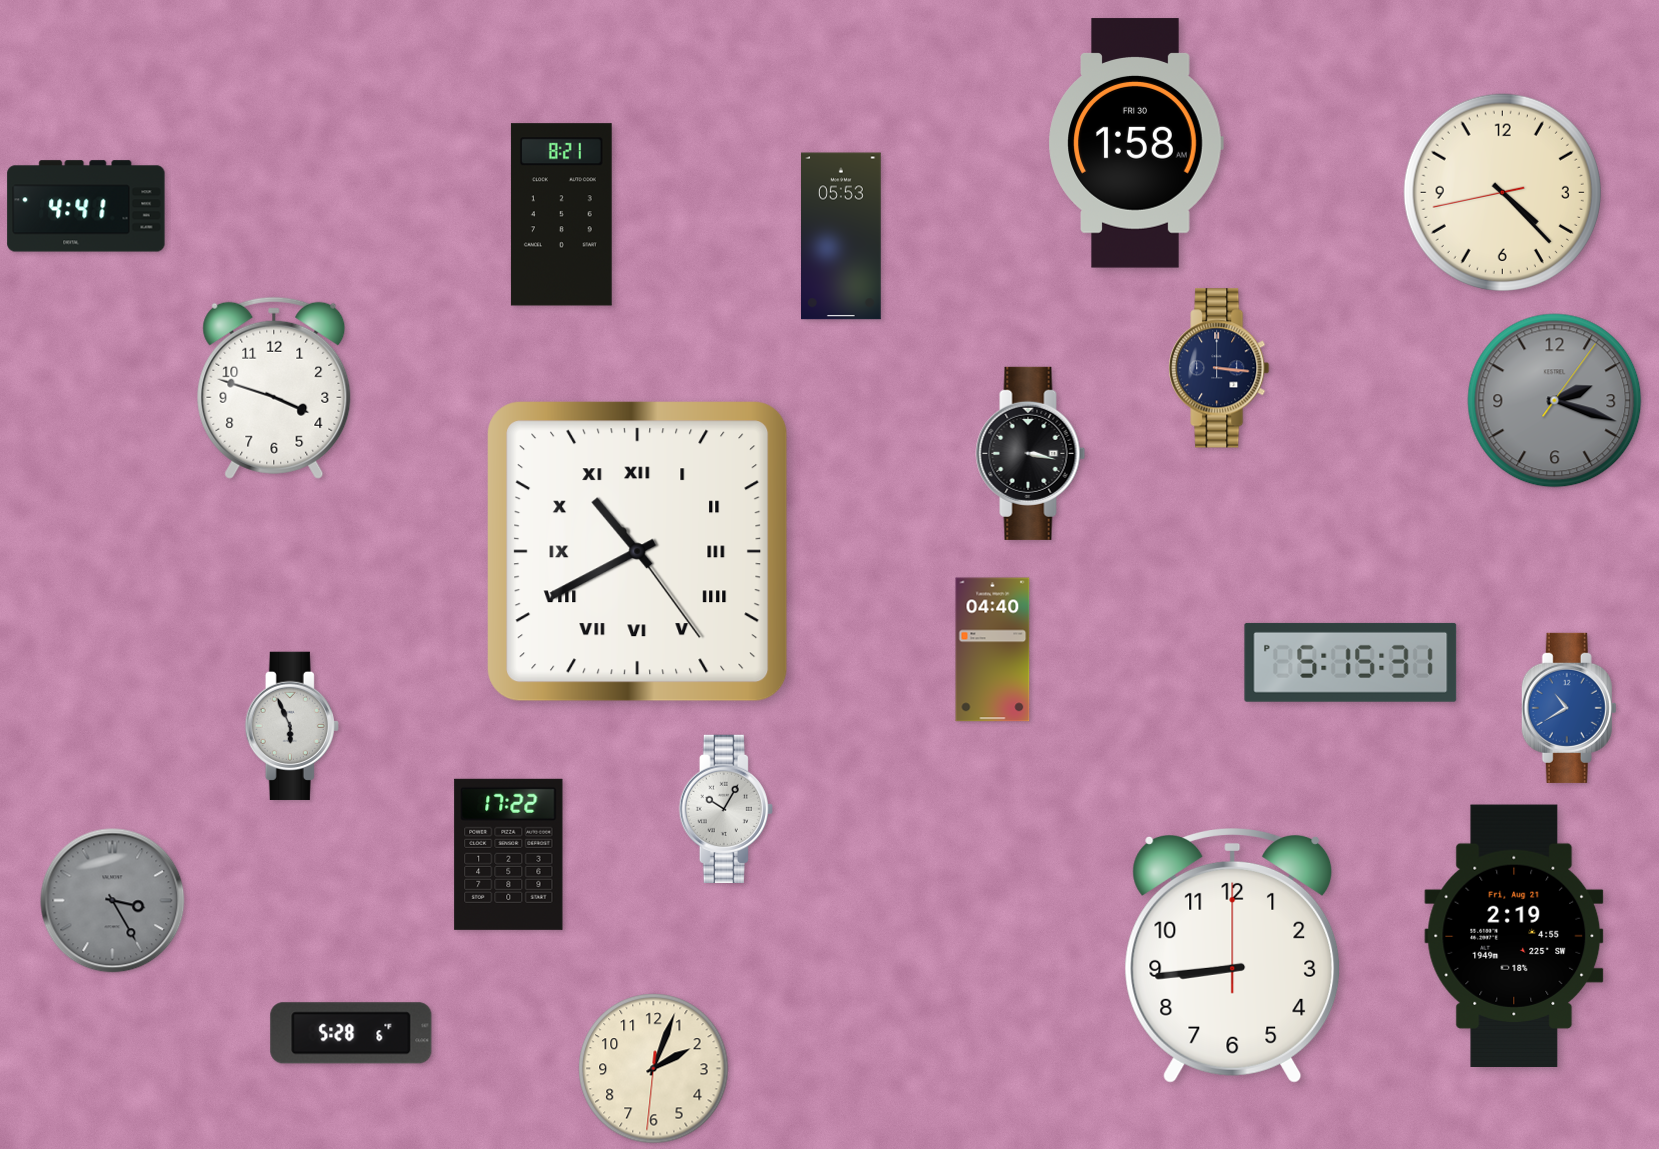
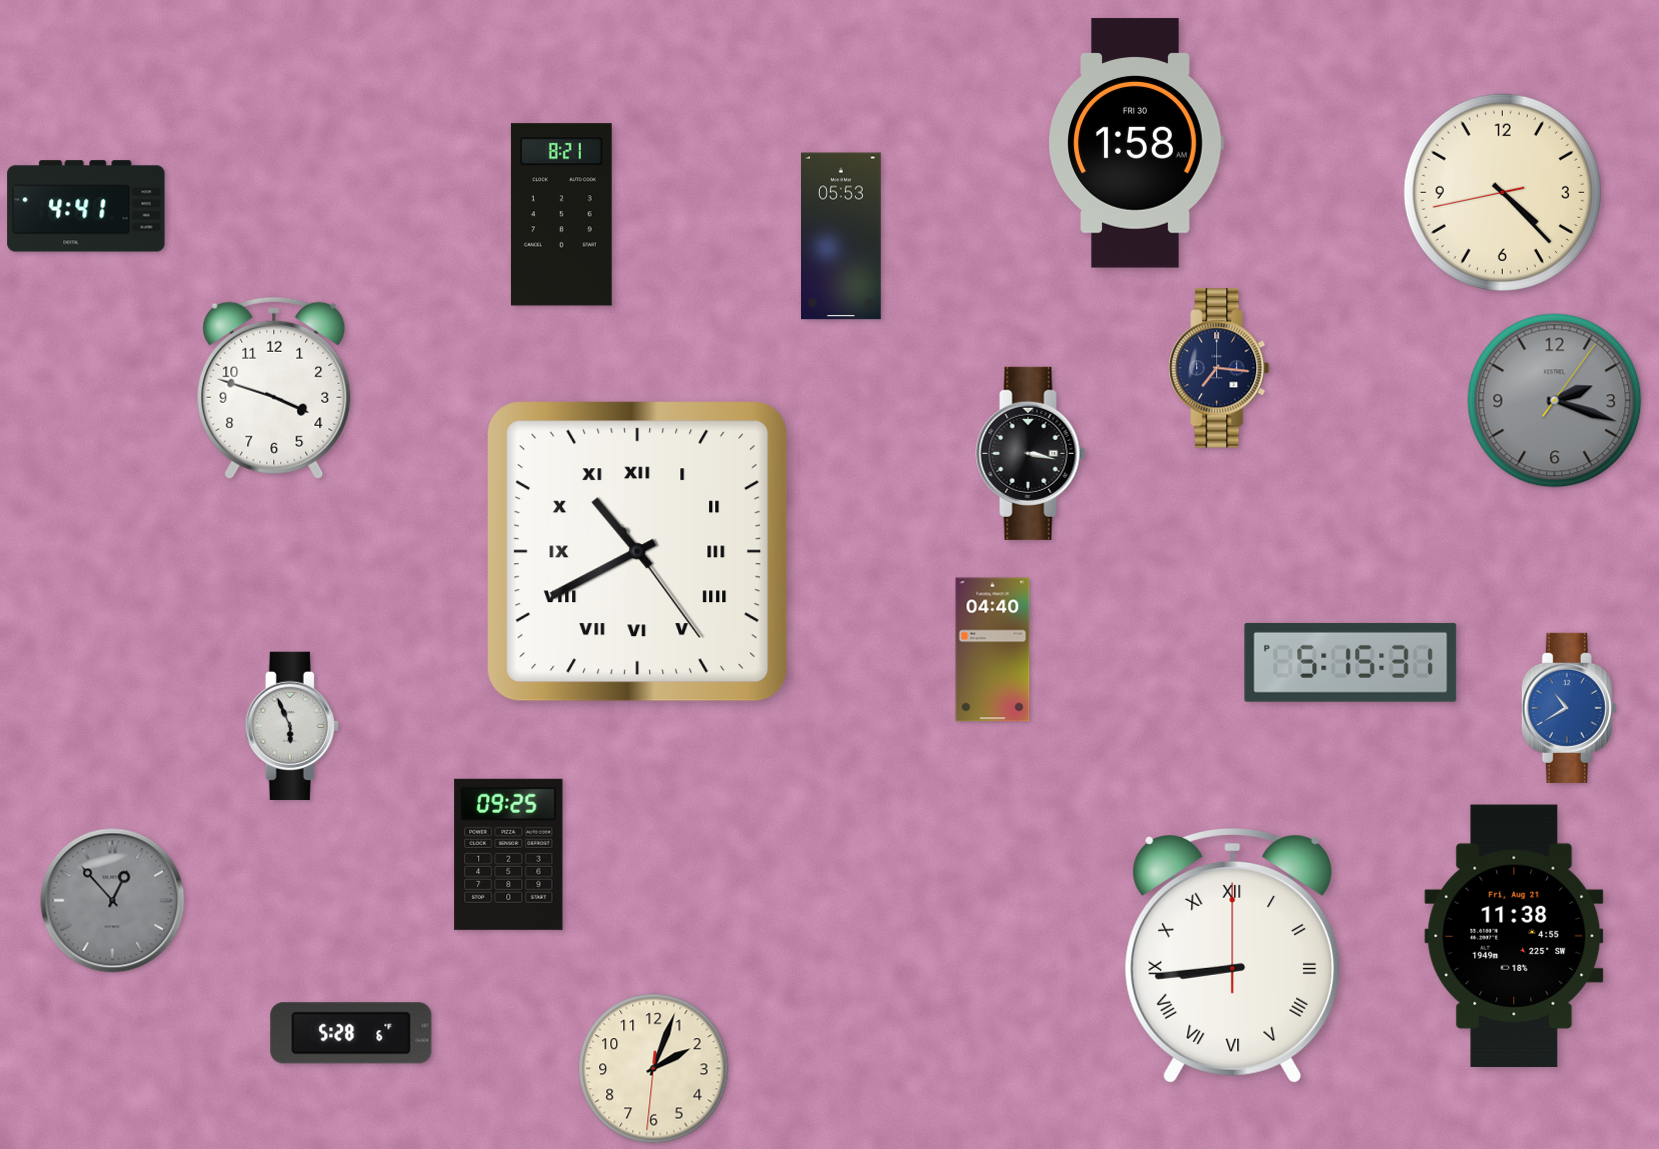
clock at (1219, 368): 3:16 -> 7:16
clock at (726, 809): 10:05 -> none
clock at (509, 854): 17:22 -> 09:25
clock at (113, 901): 3:25 -> 12:53
clock at (1514, 935): 2:19 -> 11:38
clock at (1233, 956) numerals: Arabic -> Roman
